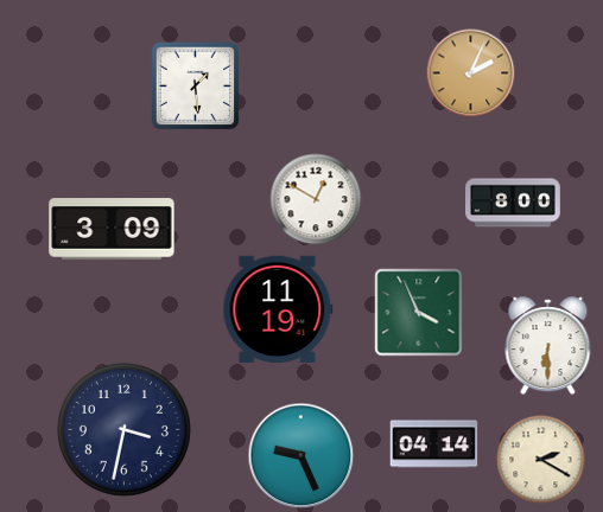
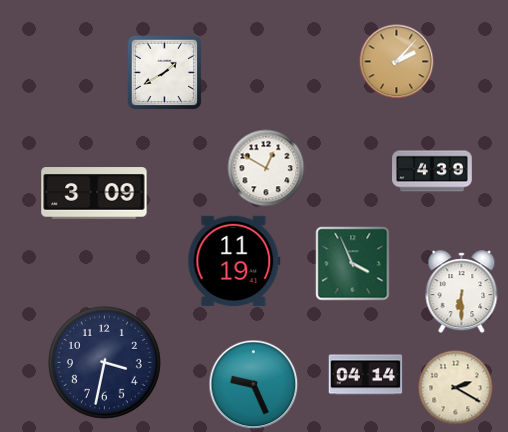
clock at (471, 73): 2:04 -> 2:07
clock at (196, 87): 1:29 -> 1:40
clock at (513, 203): 8:00 -> 4:39
